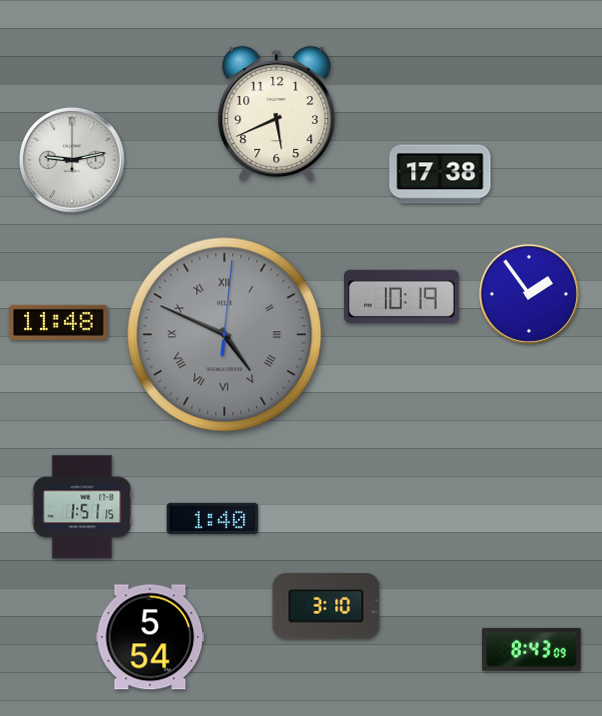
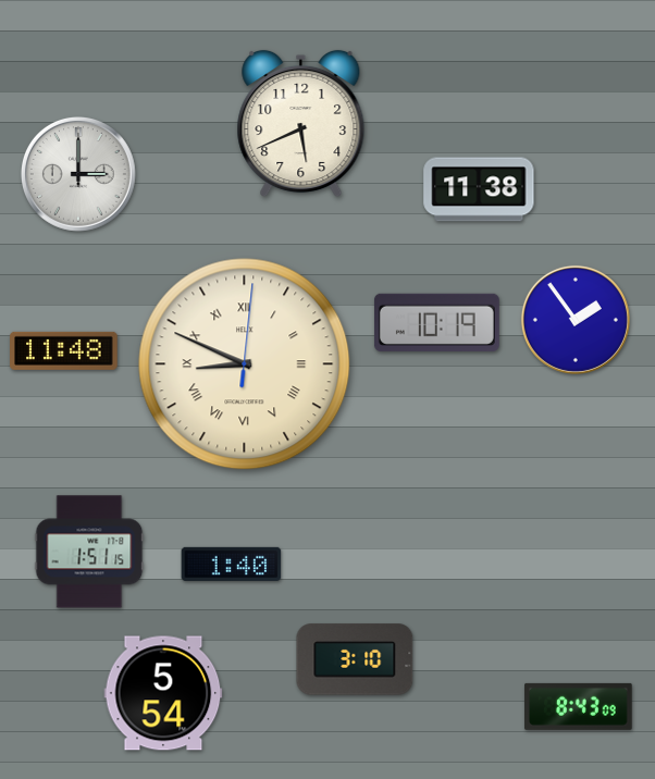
clock at (72, 160): 9:13 -> 3:00
clock at (440, 174): 17:38 -> 11:38
clock at (225, 335): 4:49 -> 8:49
clock at (225, 335) dial: grey -> cream
